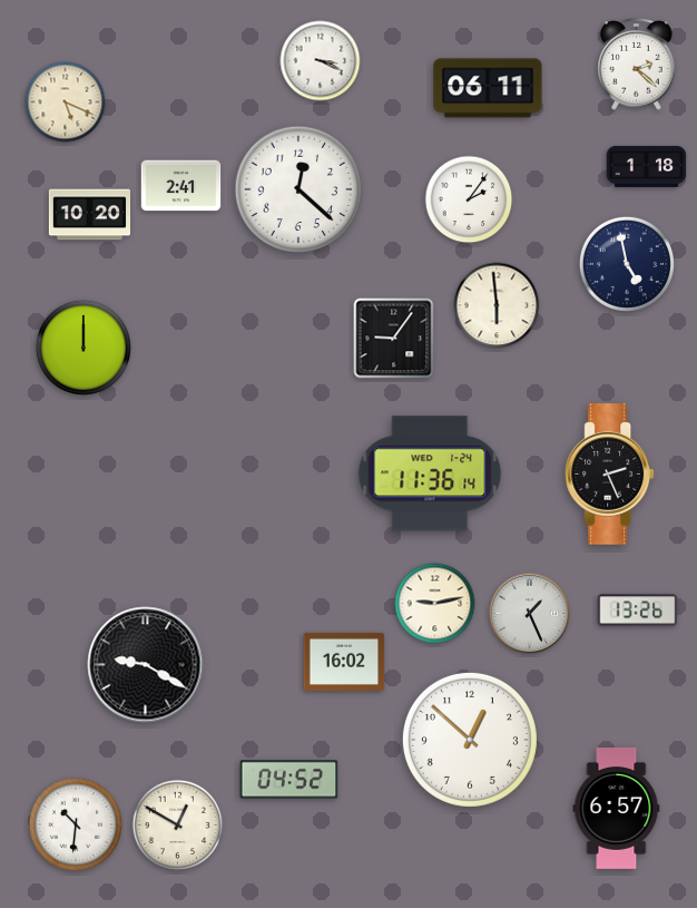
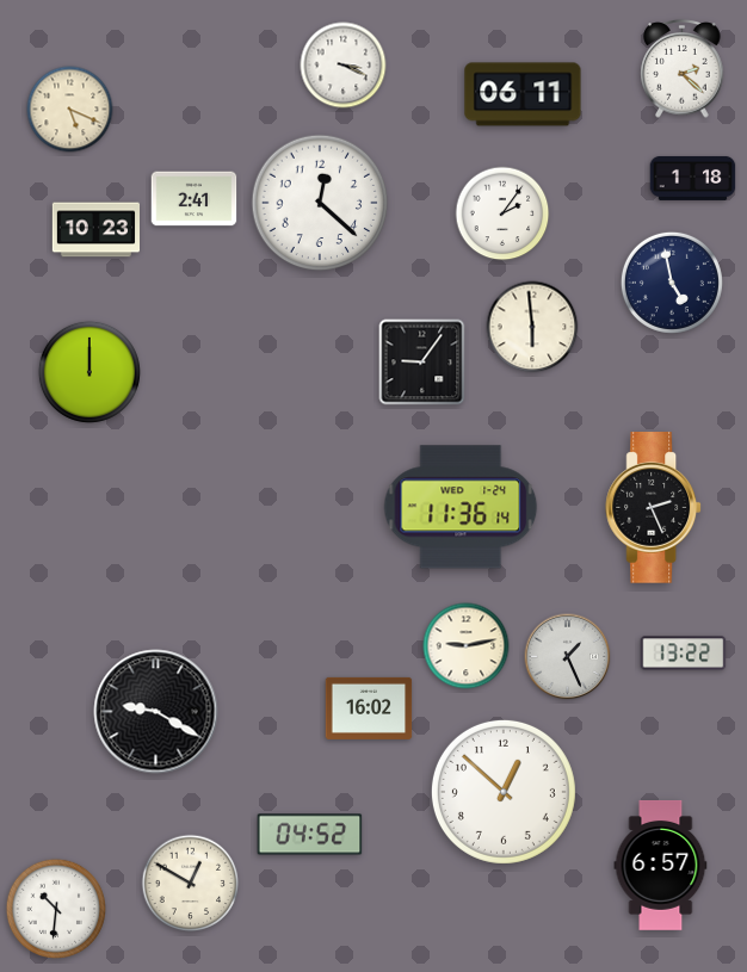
clock at (89, 215): 10:20 -> 10:23
clock at (638, 611): 13:26 -> 13:22
clock at (76, 824) position: (76, 824) -> (56, 909)
